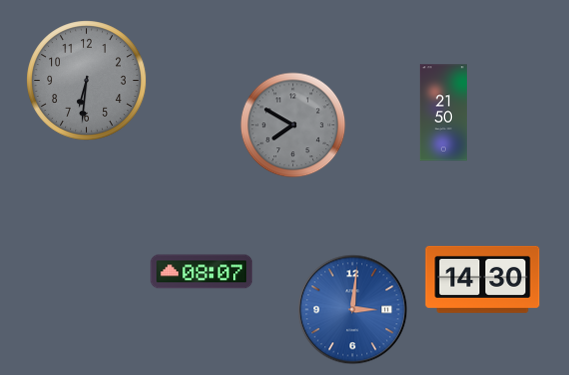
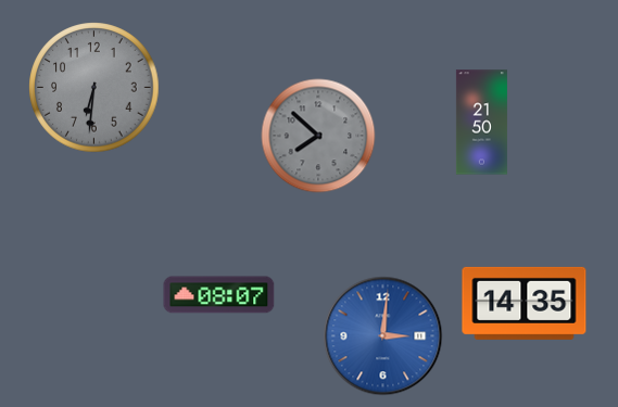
clock at (293, 125): 7:50 -> 7:52
clock at (483, 279): 14:30 -> 14:35
